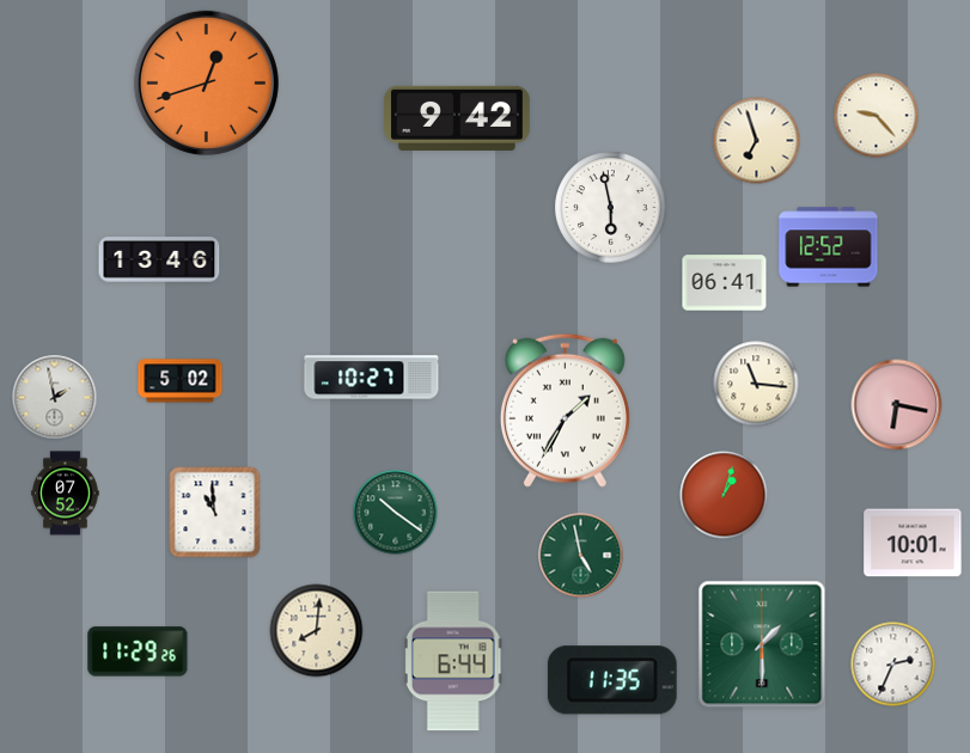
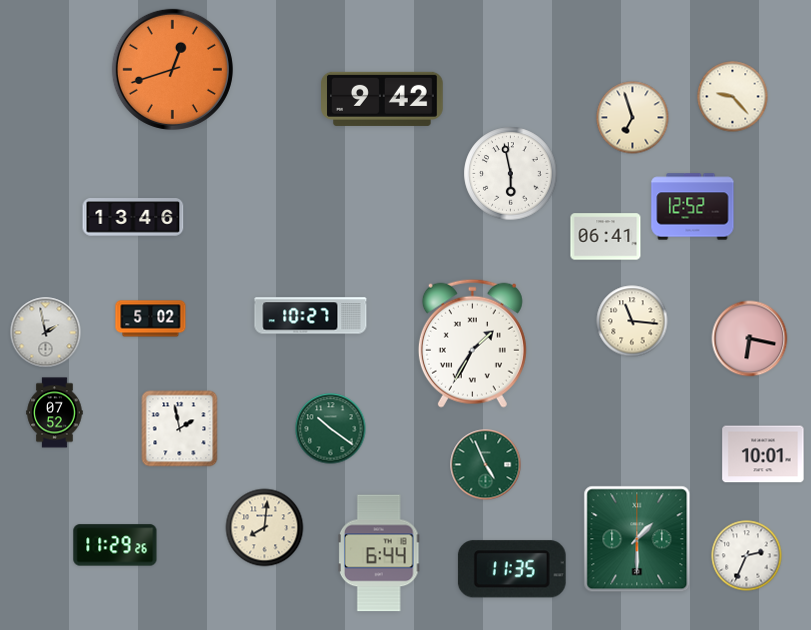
clock at (724, 495): 1:03 -> none
clock at (215, 513): 10:59 -> 1:58
clock at (581, 556): 4:58 -> 4:56
